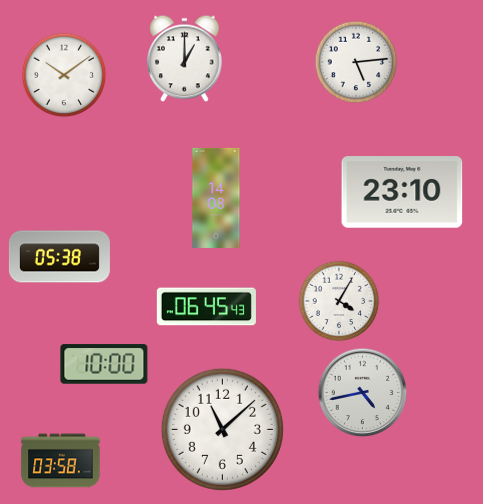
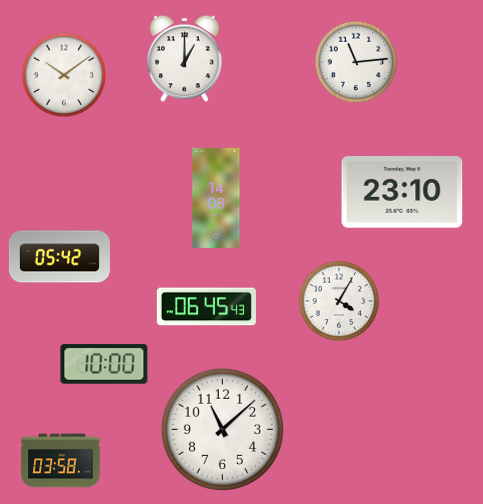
clock at (356, 62): 5:14 -> 11:14
clock at (59, 257): 05:38 -> 05:42
clock at (363, 393): 4:43 -> none
